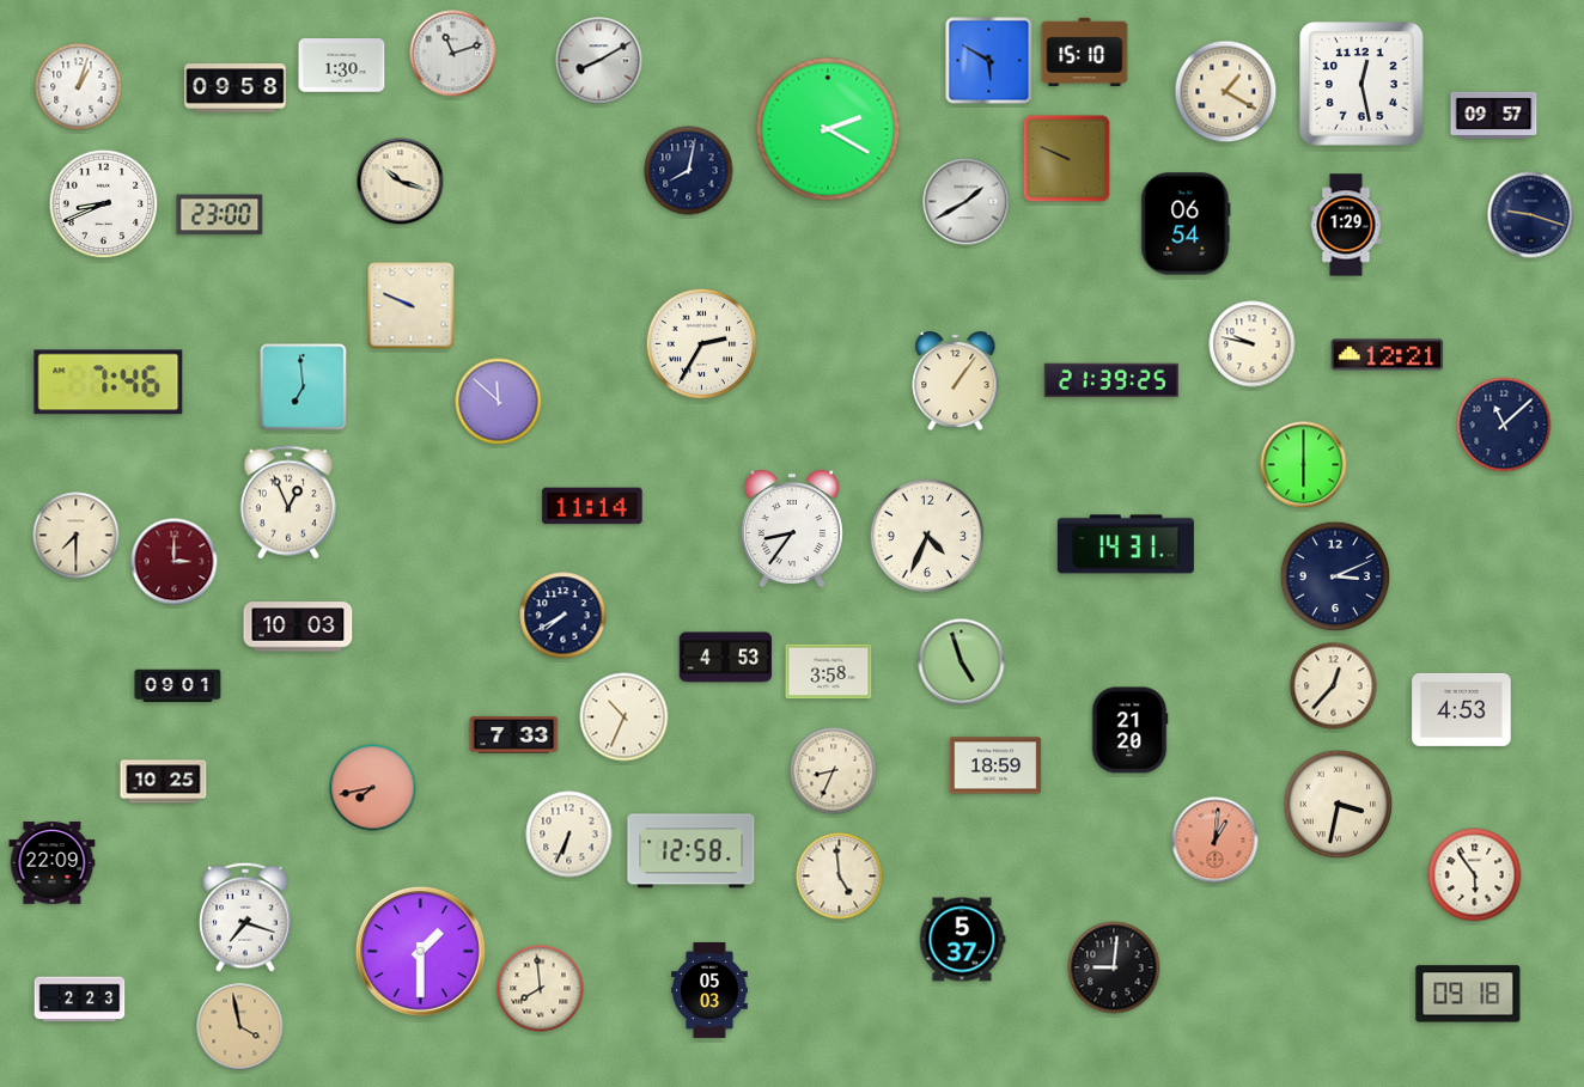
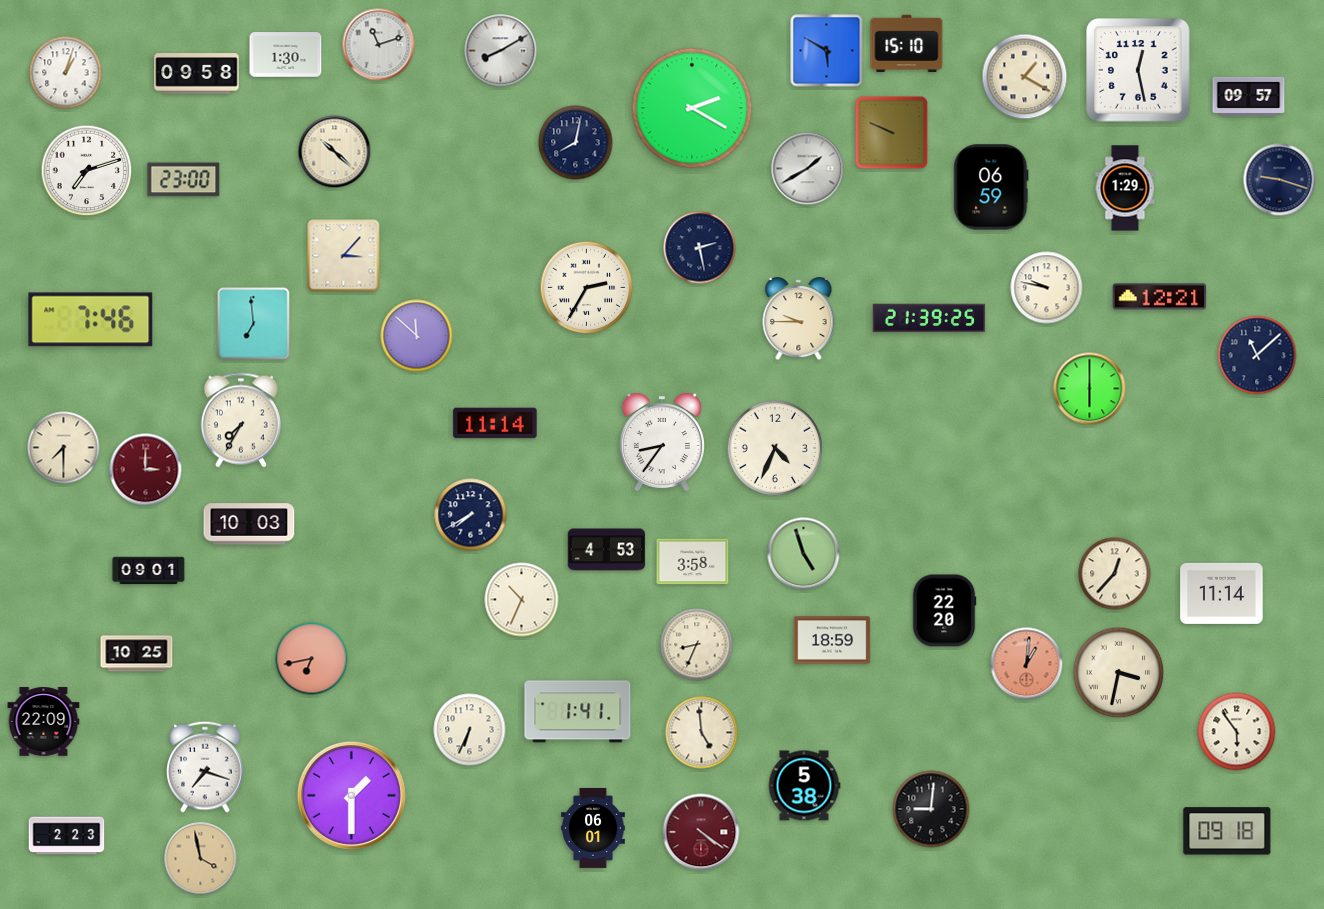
clock at (401, 182): 10:18 -> 10:22
clock at (104, 204): 8:41 -> 7:12
clock at (1186, 224): 06:54 -> 06:59
clock at (700, 248): none -> 2:28
clock at (412, 306): 9:49 -> 3:07
clock at (956, 381): 1:06 -> 9:45
clock at (288, 502): 12:56 -> 7:35
clock at (1126, 544): 14:31 -> none
clock at (1335, 576): 3:11 -> none
clock at (178, 686) position: (178, 686) -> (149, 571)
clock at (1462, 709): 4:53 -> 11:14
clock at (1129, 731): 21:20 -> 22:20
clock at (514, 735): 7:33 -> none
clock at (373, 788): 7:43 -> 6:43
clock at (569, 835) position: (569, 835) -> (470, 730)
clock at (1216, 841) position: (1216, 841) -> (1027, 664)
clock at (692, 851): 12:58 -> 1:41
clock at (1475, 875) position: (1475, 875) -> (1237, 732)
clock at (962, 940): 5:37 -> 5:38
clock at (541, 989): 7:59 -> none
clock at (709, 990): 05:03 -> 06:01
clock at (701, 832): none -> 4:21
